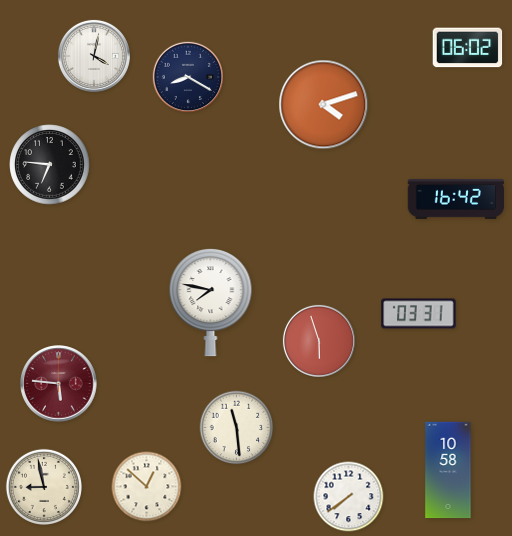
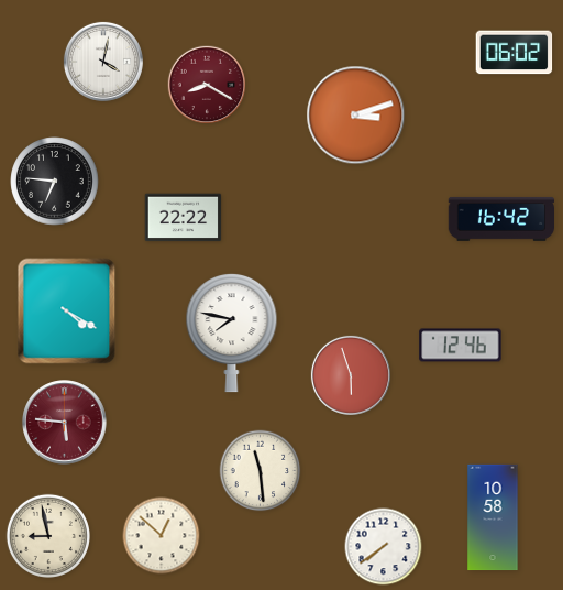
clock at (187, 76) dial: navy -> burgundy
clock at (324, 105): 4:12 -> 3:12
clock at (184, 218): none -> 22:22
clock at (67, 312): none -> 4:20
clock at (419, 314): 03:31 -> 12:46
